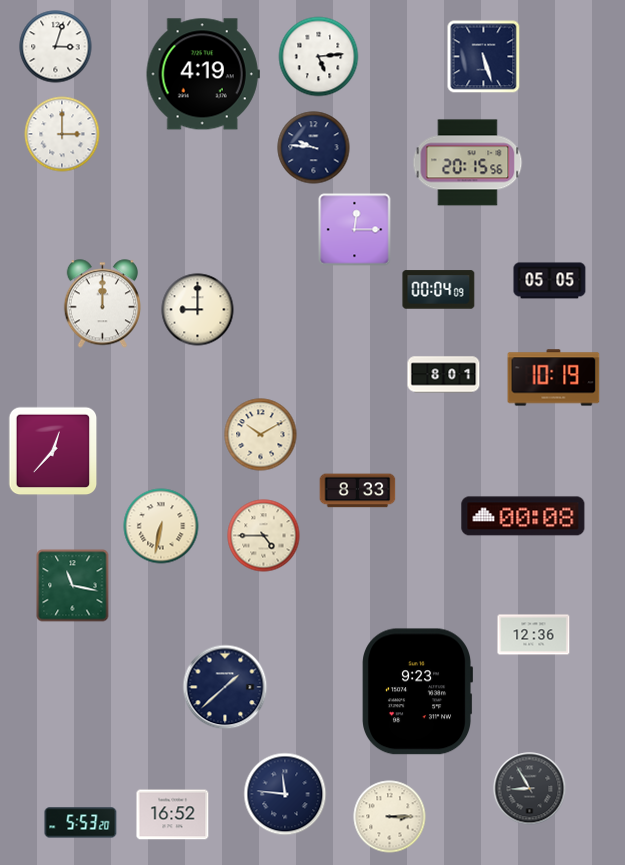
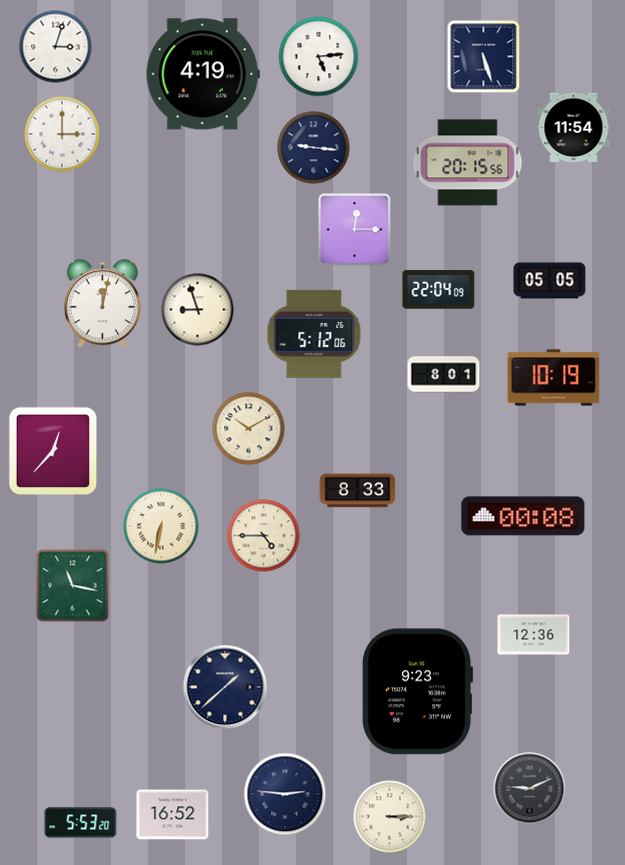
clock at (574, 127): none -> 11:54
clock at (314, 148): 9:46 -> 9:16
clock at (439, 290): 00:04 -> 22:04
clock at (102, 304): 12:00 -> 12:02
clock at (198, 310): 9:00 -> 8:57
clock at (314, 334): none -> 5:12
clock at (261, 435) position: (261, 435) -> (249, 429)
clock at (530, 789): 8:55 -> 9:11
clock at (285, 794): 11:46 -> 2:46
